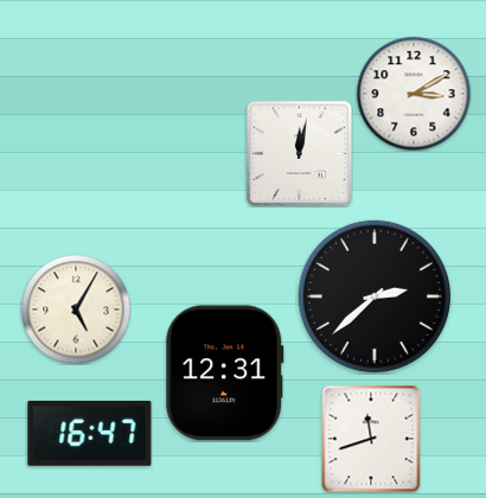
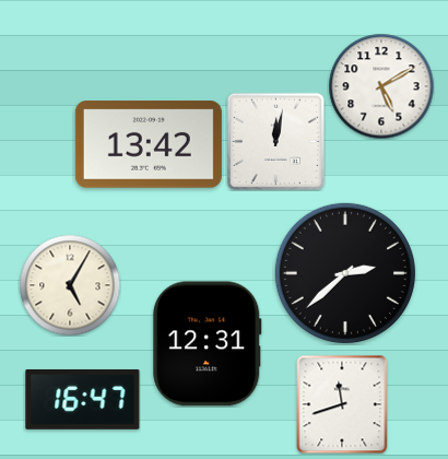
clock at (414, 94): 3:10 -> 5:10
clock at (149, 144): none -> 13:42
